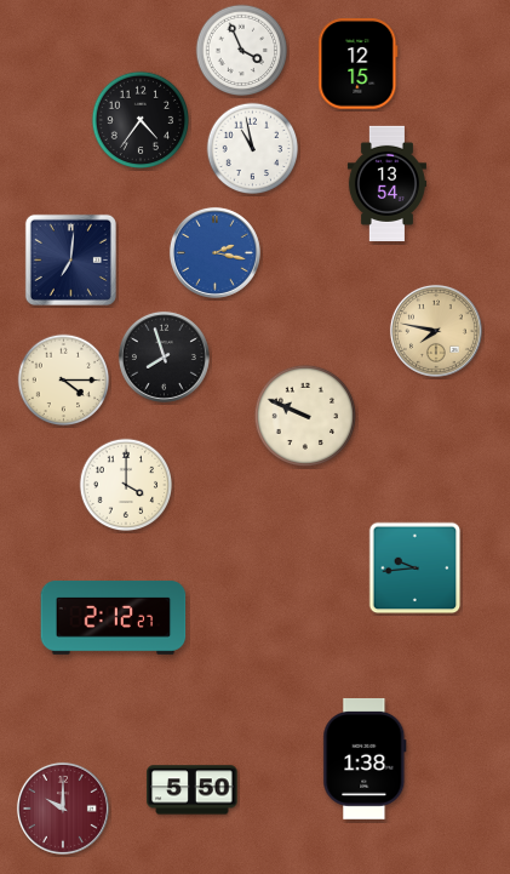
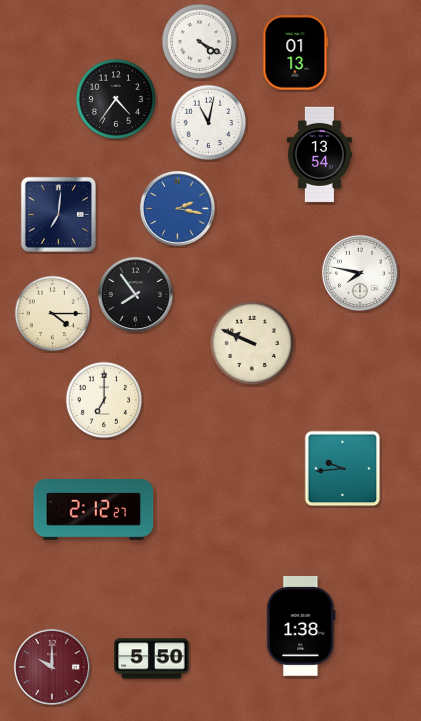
clock at (242, 51): 3:56 -> 4:20
clock at (359, 64): 12:15 -> 01:13
clock at (253, 149): 10:58 -> 11:02
clock at (386, 183) position: (386, 183) -> (319, 154)
clock at (436, 331) dial: champagne -> white
clock at (164, 356): 7:57 -> 7:54
clock at (126, 485): 4:00 -> 7:00
clock at (193, 790) position: (193, 790) -> (152, 659)
